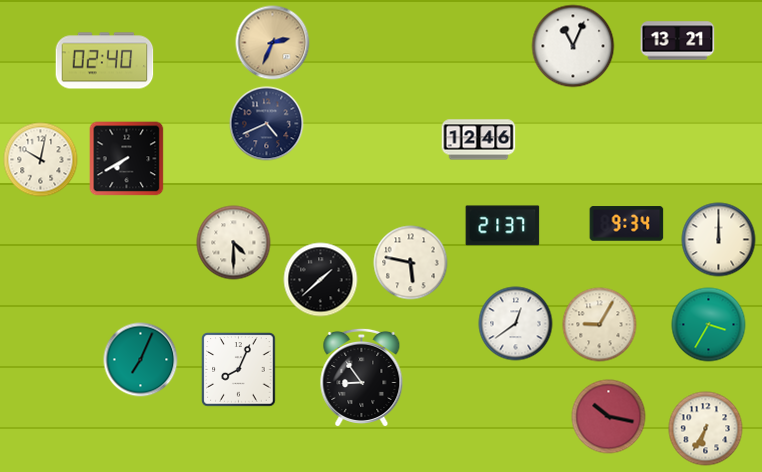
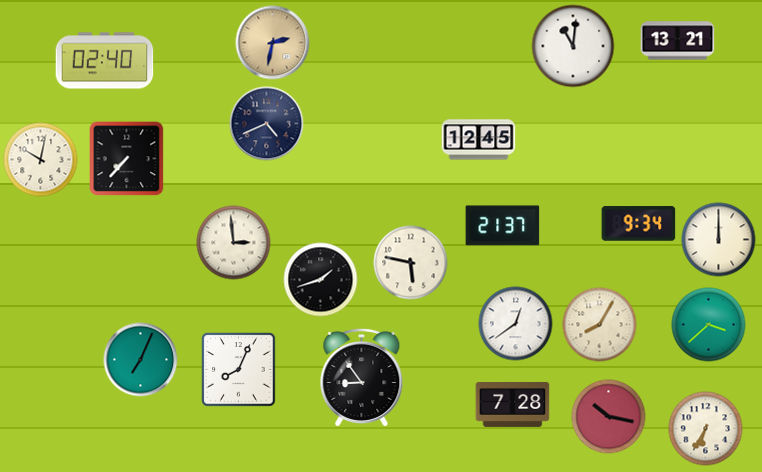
clock at (273, 43): 2:34 -> 2:32
clock at (573, 46): 11:04 -> 11:01
clock at (479, 140): 12:46 -> 12:45
clock at (127, 159): 7:40 -> 7:37
clock at (627, 224) position: (627, 224) -> (639, 224)
clock at (234, 243): 4:30 -> 2:59
clock at (321, 280): 1:38 -> 1:42
clock at (600, 325): 9:05 -> 8:05
clock at (709, 325): 3:35 -> 3:38
clock at (513, 404): none -> 7:28
